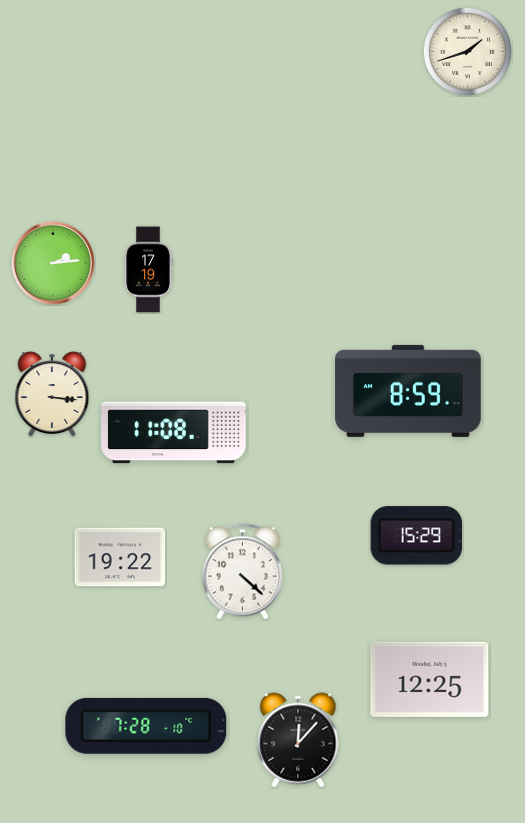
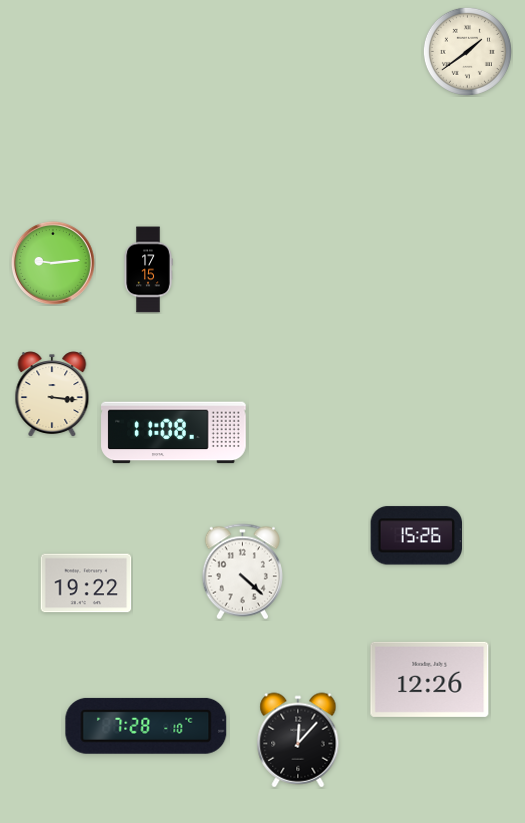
clock at (467, 51): 1:42 -> 1:39
clock at (54, 264): 2:14 -> 9:14
clock at (148, 270): 17:19 -> 17:15
clock at (408, 391): 8:59 -> none
clock at (417, 536): 15:29 -> 15:26
clock at (120, 557) position: (120, 557) -> (86, 583)
clock at (430, 679): 12:25 -> 12:26
